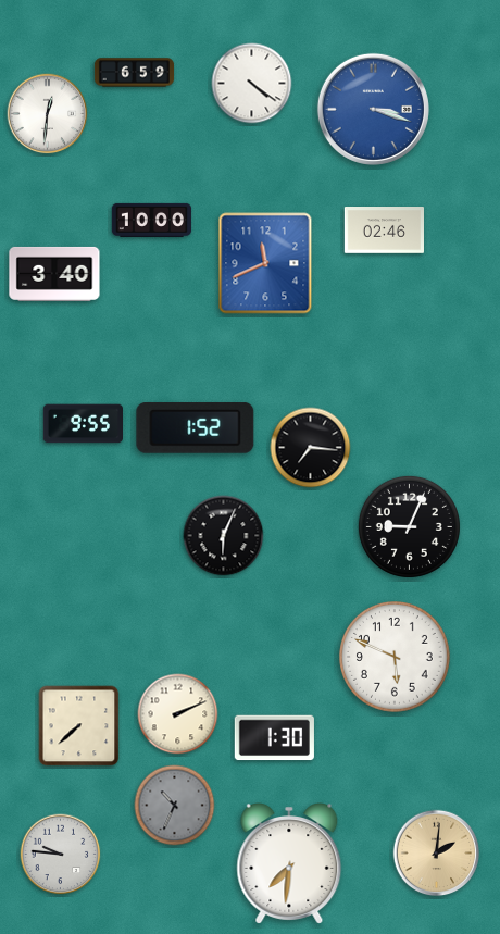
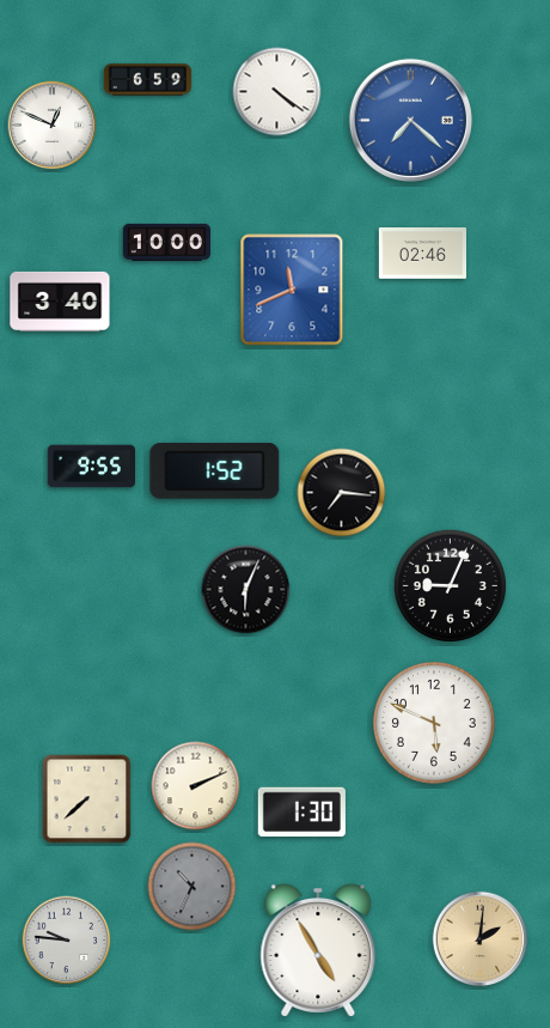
clock at (373, 109): 3:18 -> 7:22
clock at (48, 114): 12:31 -> 12:49
clock at (409, 526) position: (409, 526) -> (450, 585)
clock at (289, 864): 7:31 -> 4:55
